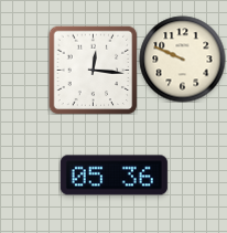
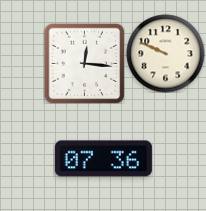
clock at (113, 176): 05:36 -> 07:36
